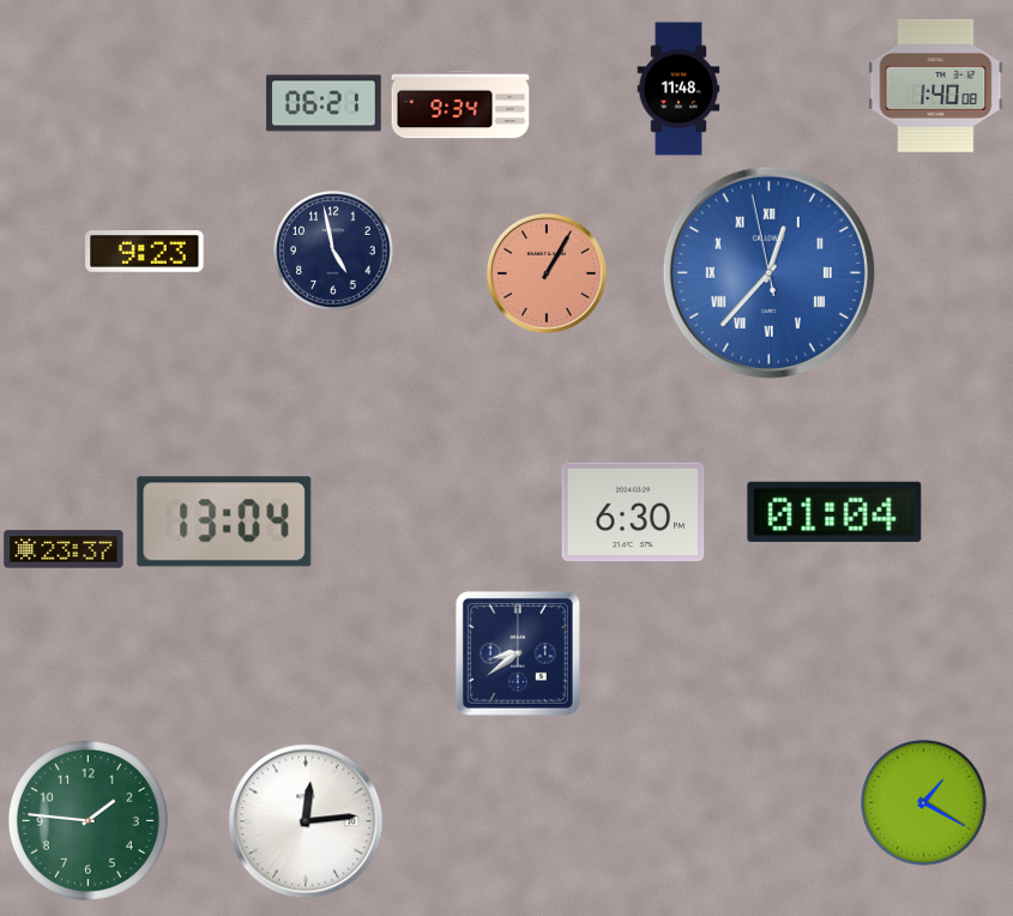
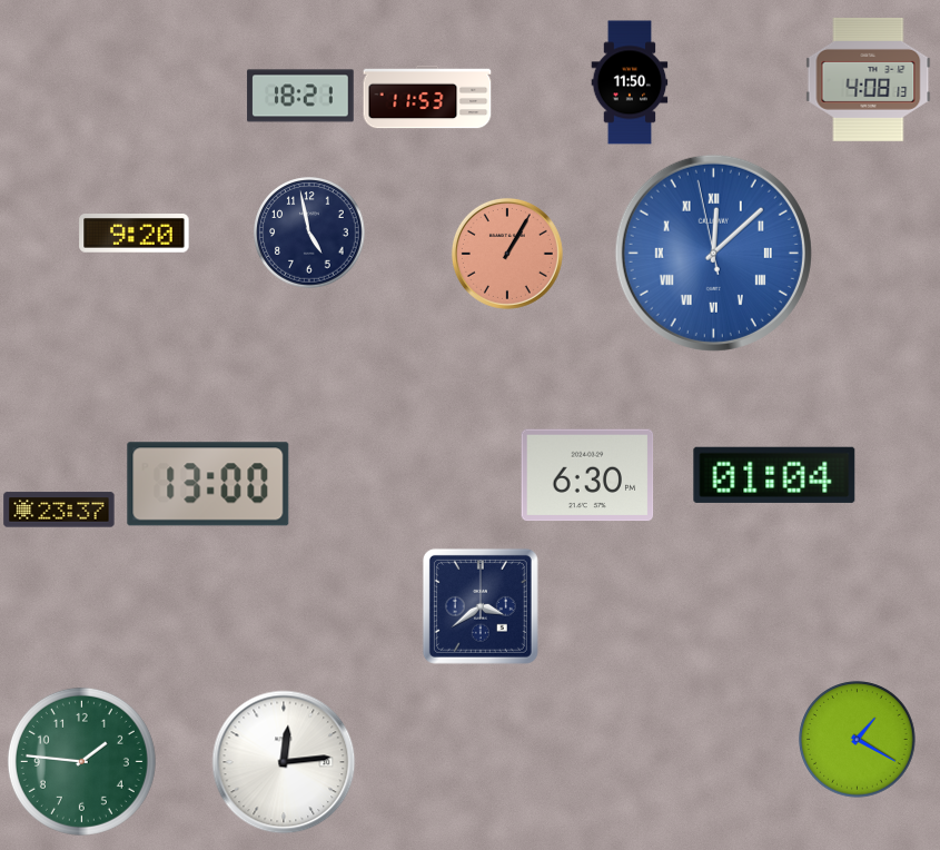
clock at (936, 85): 1:40 -> 4:08
clock at (679, 89): 11:48 -> 11:50
clock at (324, 103): 06:21 -> 18:21
clock at (460, 104): 9:34 -> 11:53
clock at (145, 252): 9:23 -> 9:20
clock at (768, 272): 12:36 -> 12:07
clock at (224, 522): 13:04 -> 13:00
clock at (518, 653): 8:39 -> 3:39
clock at (924, 803) position: (924, 803) -> (858, 740)
